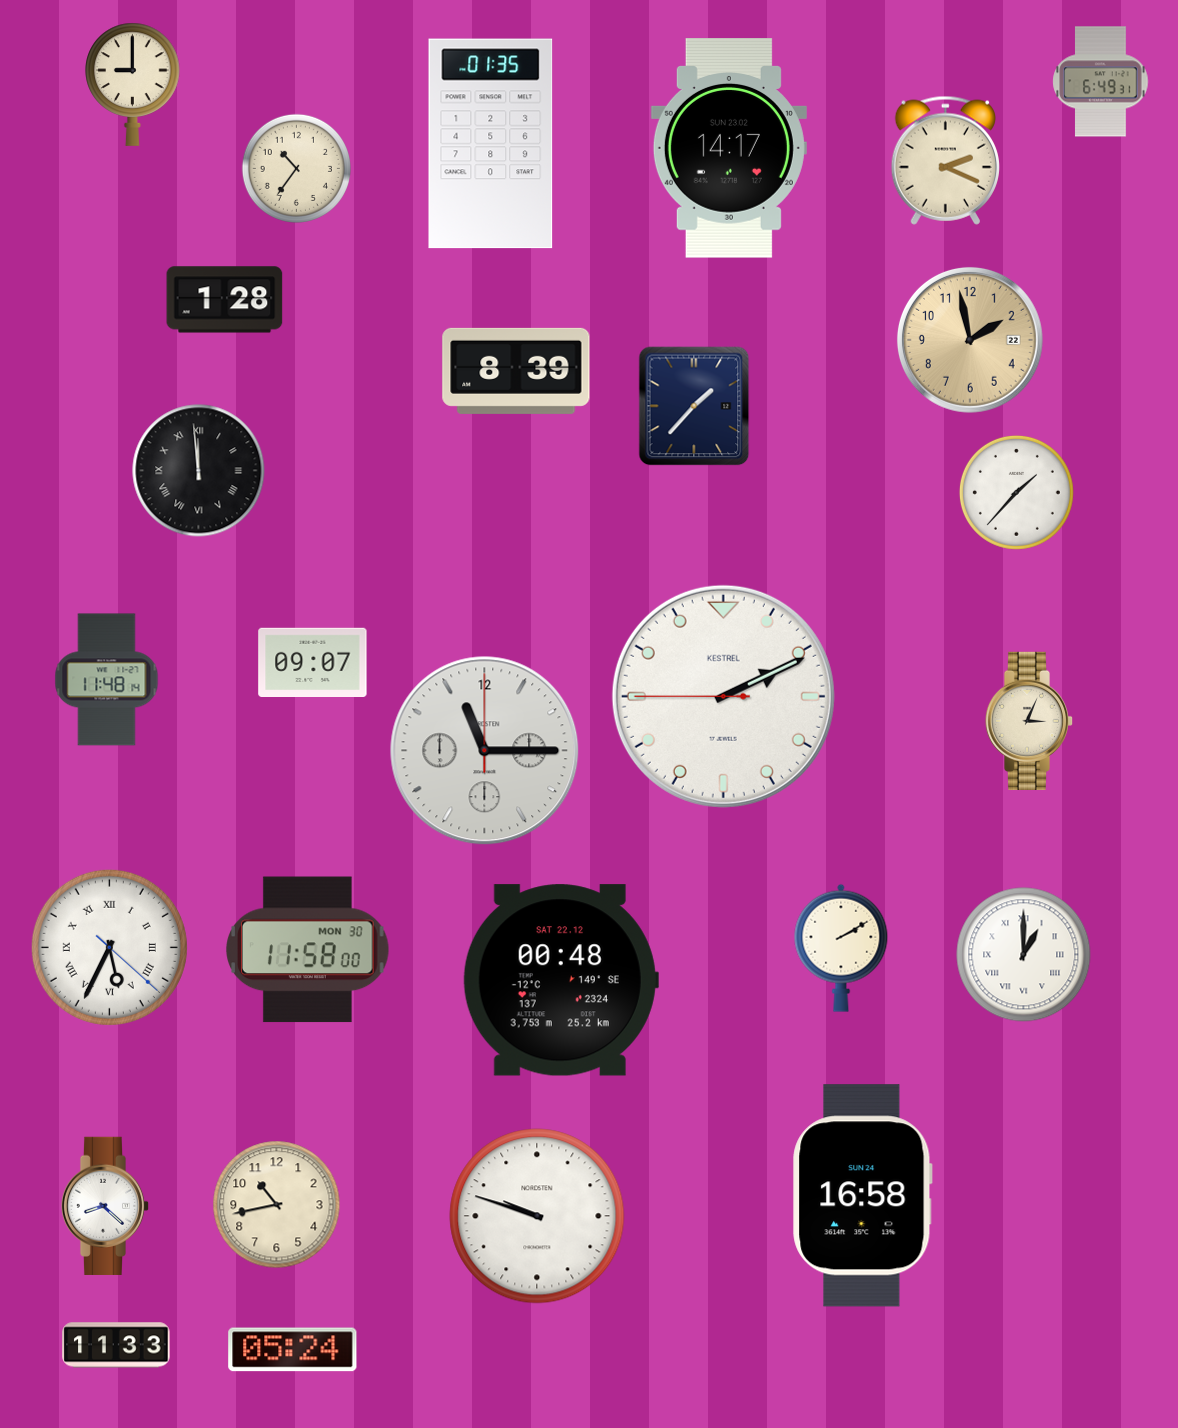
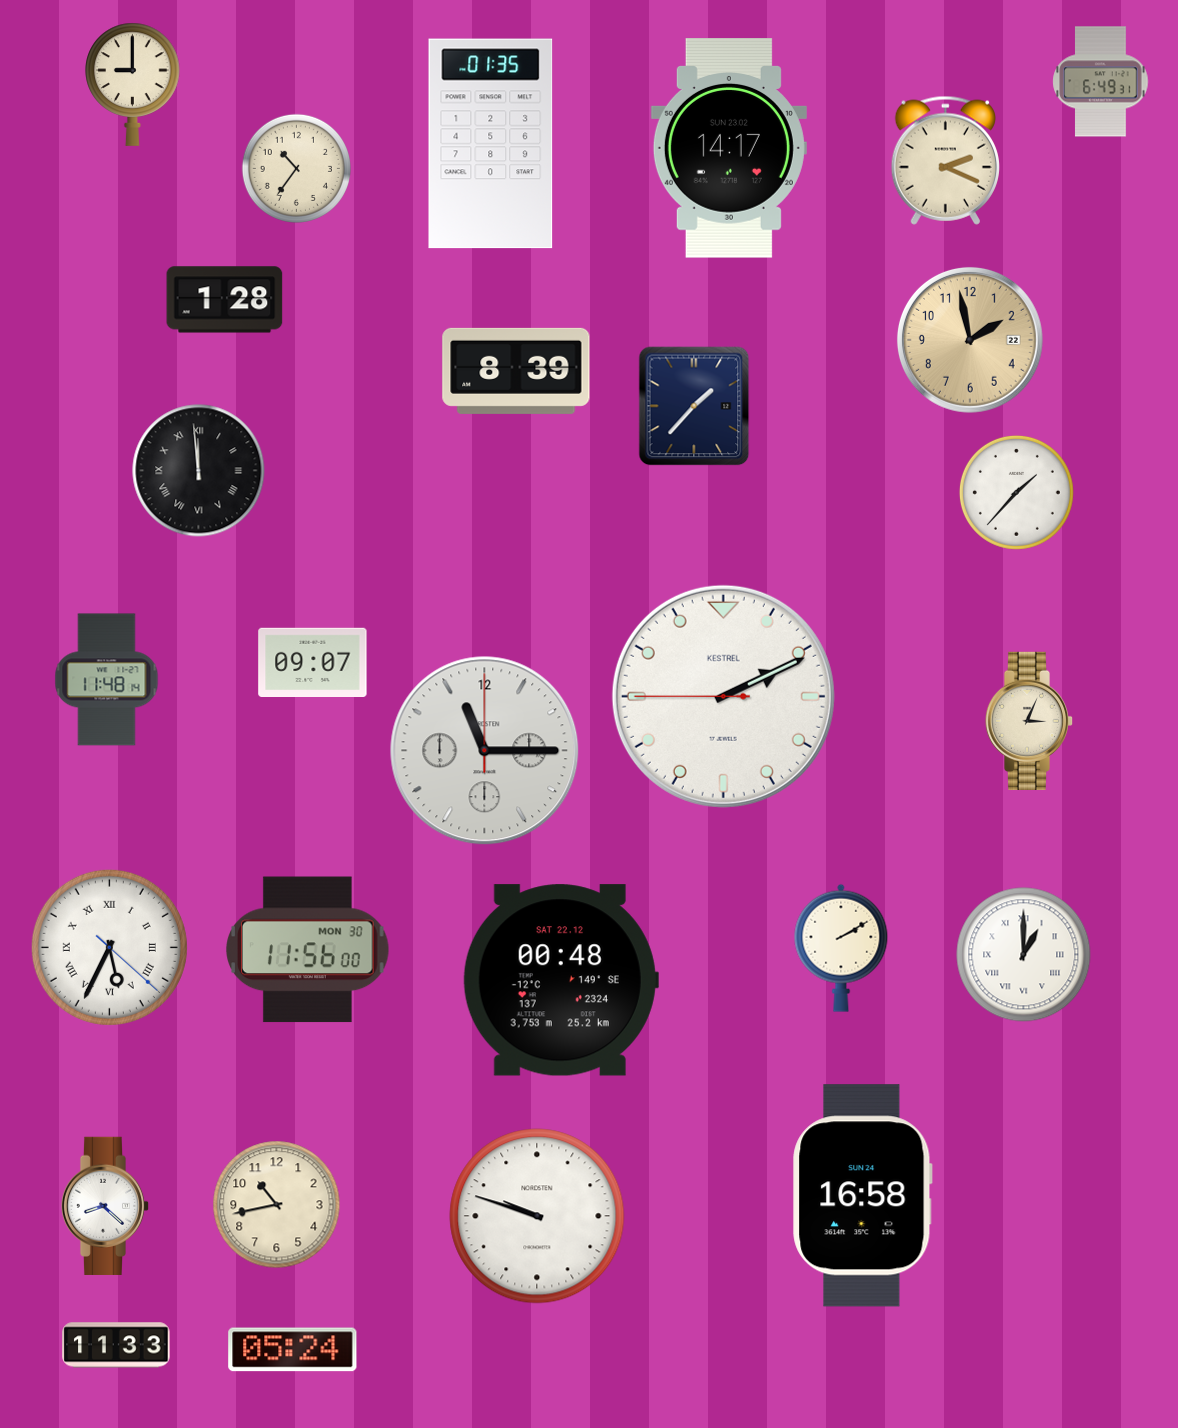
clock at (308, 950): 11:58 -> 11:56
